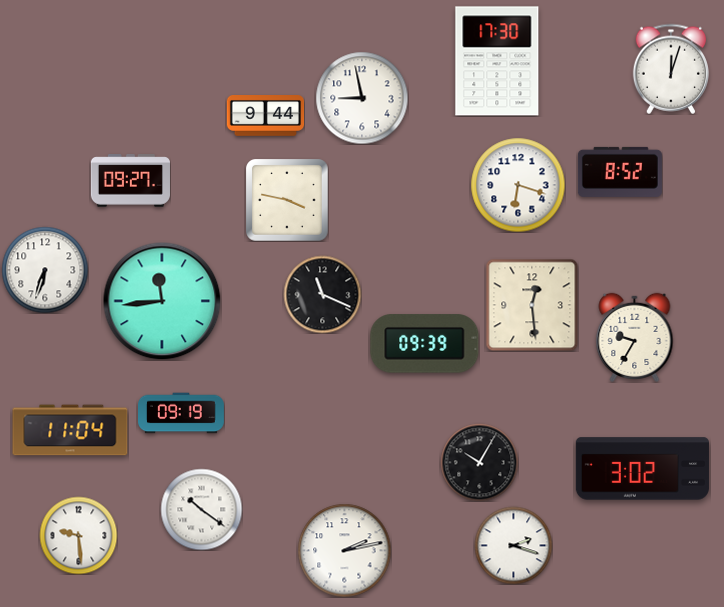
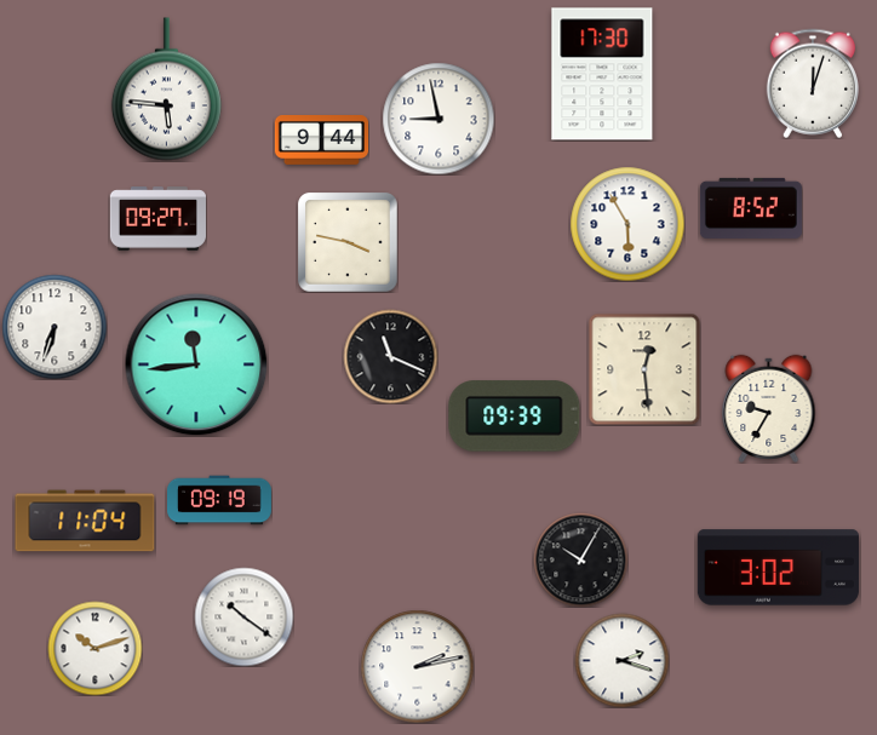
clock at (166, 90): none -> 5:46
clock at (518, 185): 6:18 -> 5:55
clock at (78, 535): 9:29 -> 10:12
